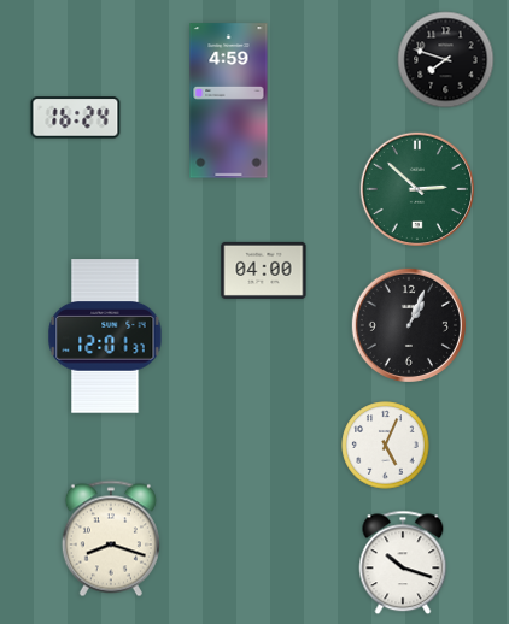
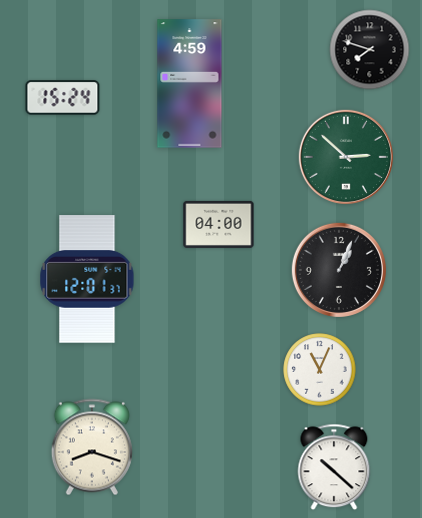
clock at (76, 118): 16:24 -> 15:24
clock at (386, 446): 5:04 -> 11:04
clock at (403, 563): 10:18 -> 10:22
